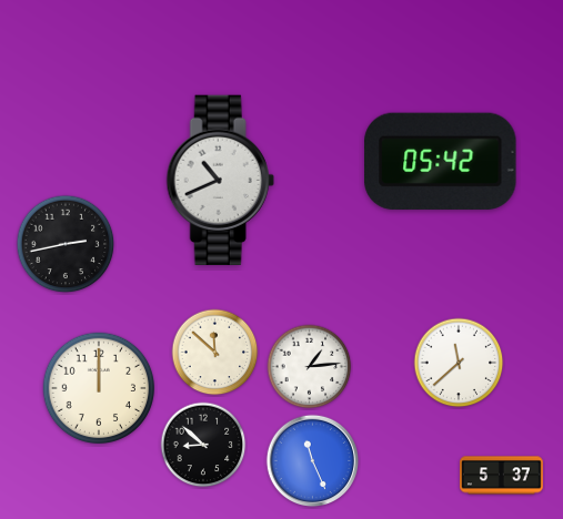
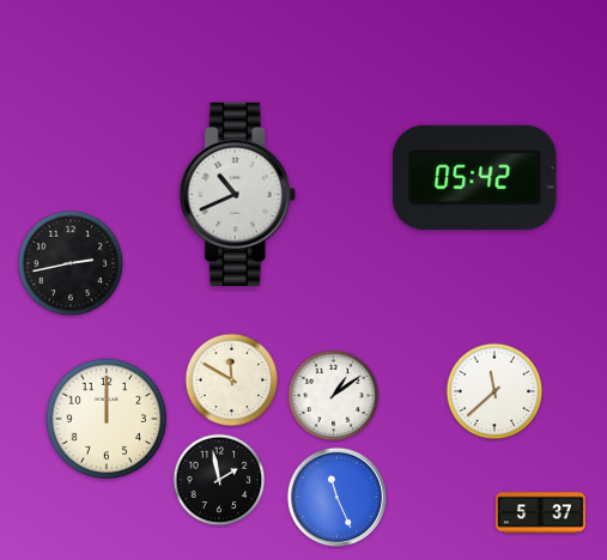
clock at (441, 161) position: (441, 161) -> (475, 177)
clock at (215, 353): 11:52 -> 11:50
clock at (310, 367): 1:14 -> 1:09
clock at (203, 445): 8:52 -> 1:58
